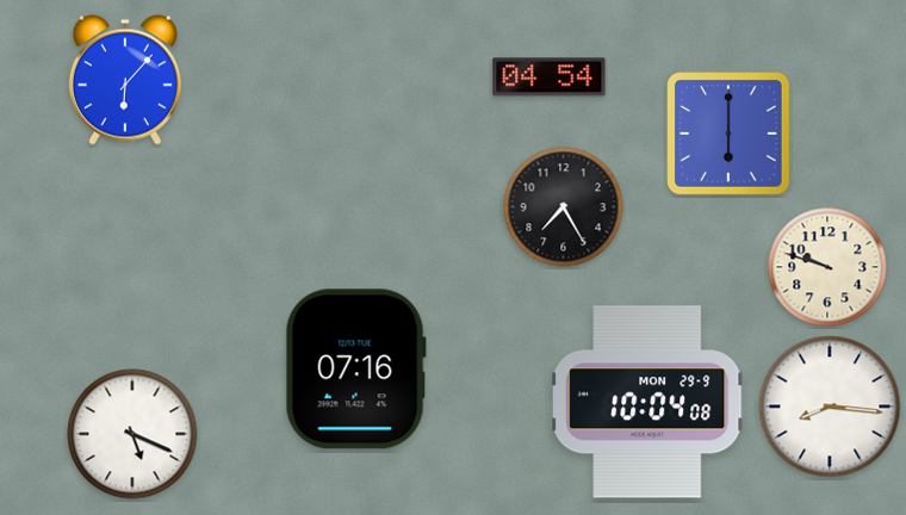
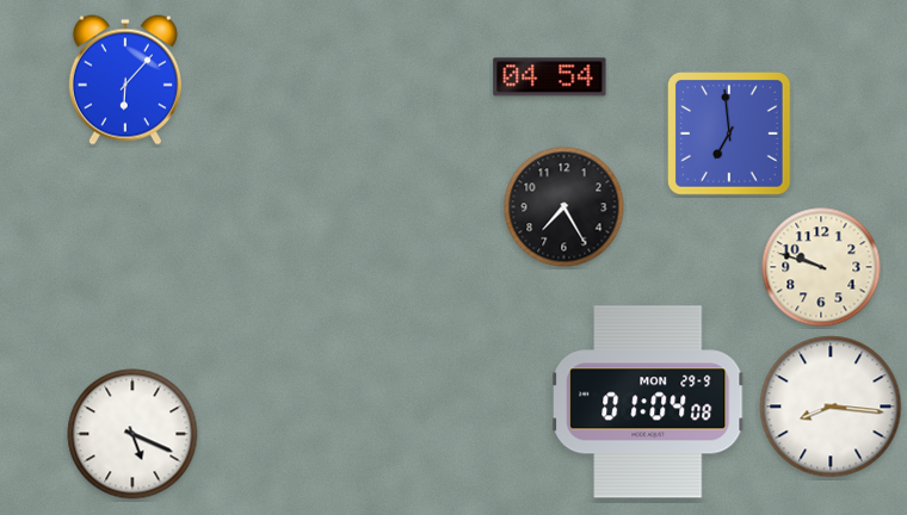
clock at (730, 135): 6:00 -> 6:59
clock at (827, 267) position: (827, 267) -> (821, 267)
clock at (355, 370): 07:16 -> none
clock at (649, 402): 10:04 -> 01:04
